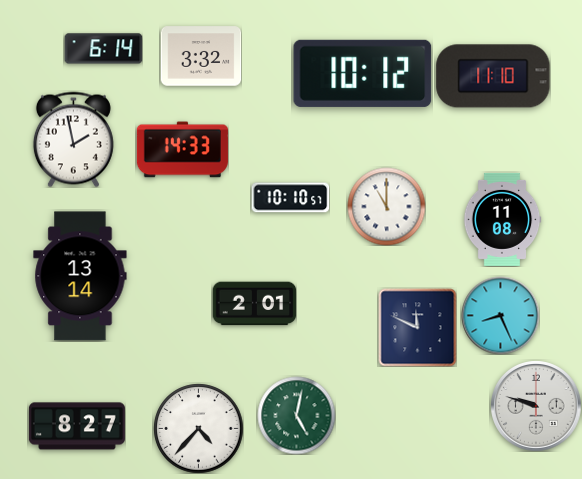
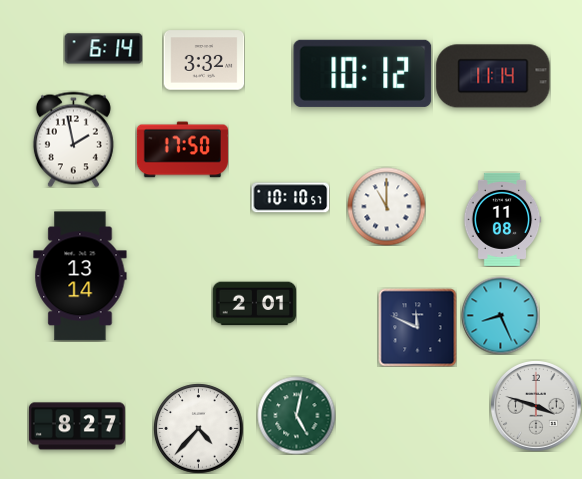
clock at (201, 56) position: (201, 56) -> (204, 60)
clock at (493, 76): 11:10 -> 11:14
clock at (182, 150): 14:33 -> 17:50
clock at (536, 406): 9:48 -> 3:48
